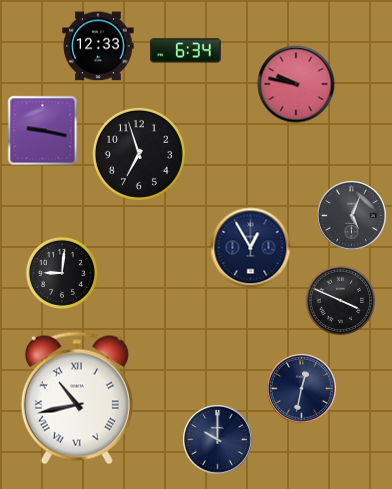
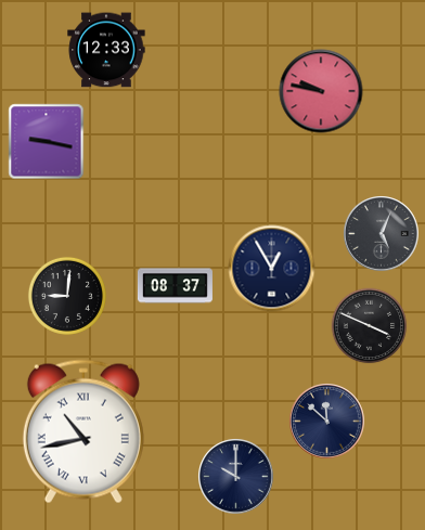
clock at (186, 51): 6:34 -> none
clock at (139, 154): 6:57 -> none
clock at (175, 286): none -> 08:37
clock at (302, 389): 12:32 -> 11:52
